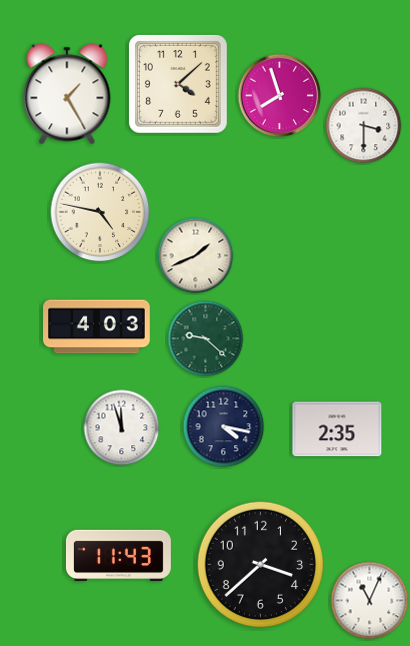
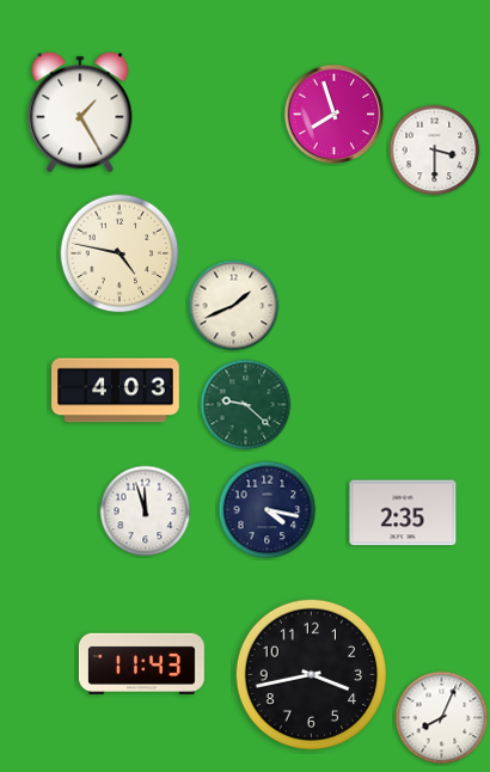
clock at (178, 84): 4:08 -> none
clock at (260, 564): 3:38 -> 3:43
clock at (370, 601): 11:04 -> 8:04
